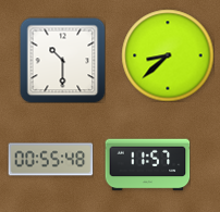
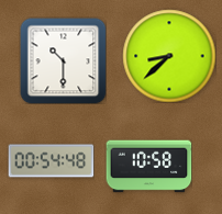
clock at (50, 160): 00:55 -> 00:54
clock at (147, 165): 11:57 -> 10:58
